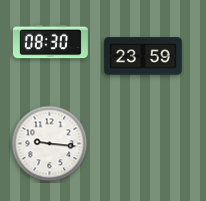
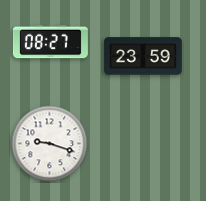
clock at (50, 42): 08:30 -> 08:27
clock at (50, 144): 9:16 -> 9:18
